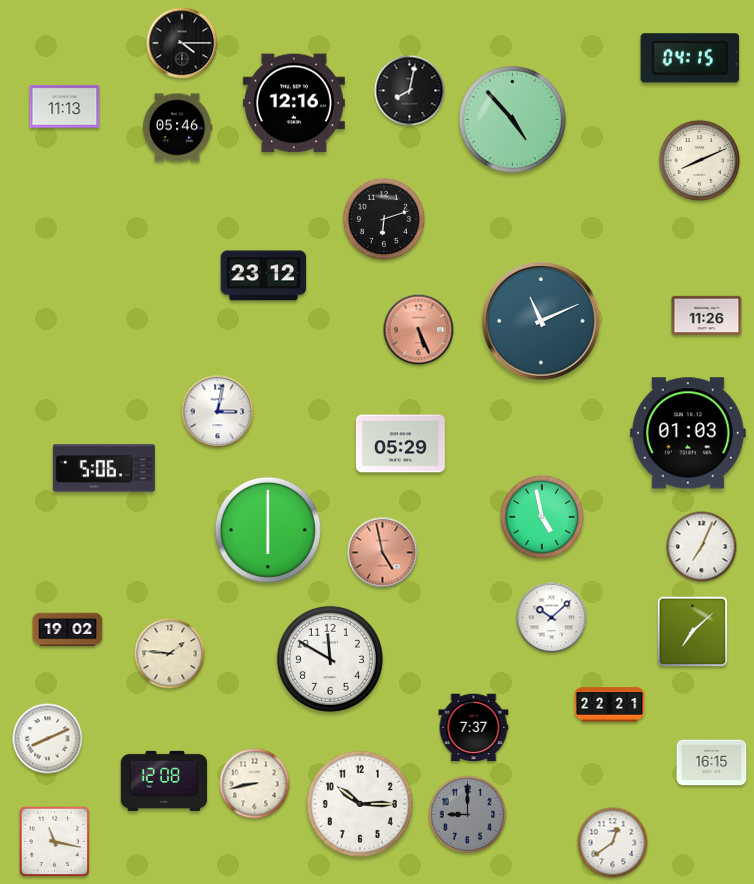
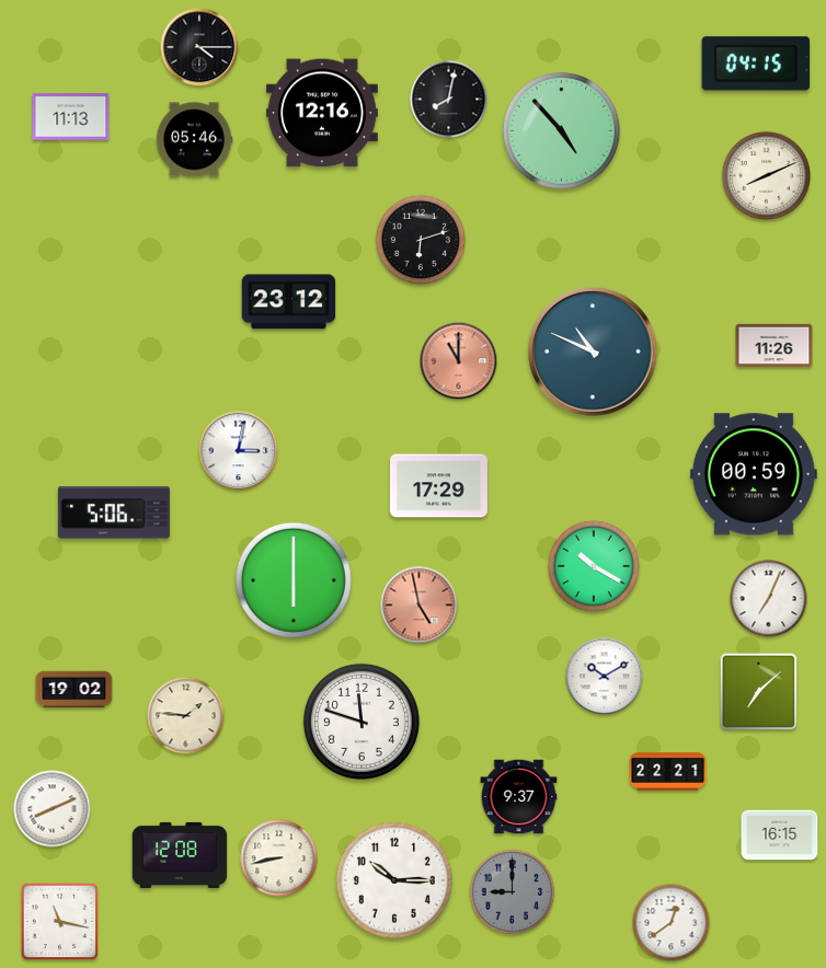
clock at (541, 321): 11:11 -> 10:49
clock at (419, 330): 5:26 -> 11:00
clock at (688, 433): 01:03 -> 00:59
clock at (400, 444): 05:29 -> 17:29
clock at (542, 517): 4:58 -> 10:20
clock at (552, 618): 10:08 -> 10:10
clock at (330, 659): 11:50 -> 11:48
clock at (474, 728): 7:37 -> 9:37
